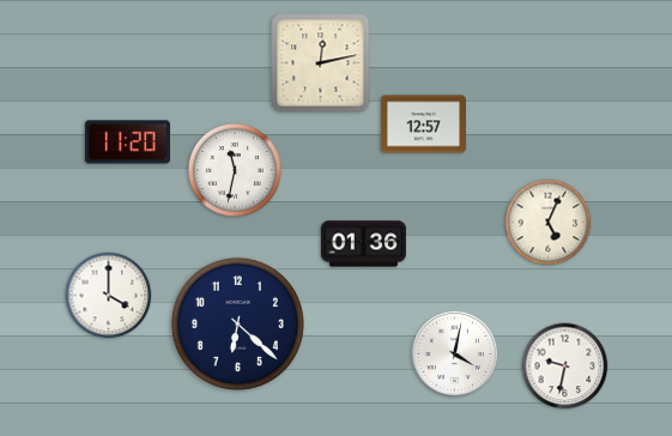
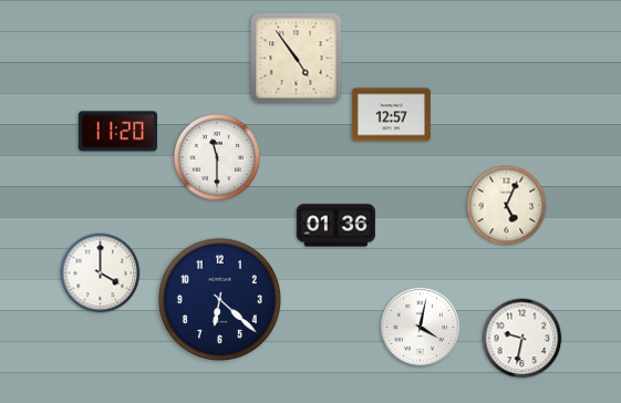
clock at (321, 63): 12:13 -> 4:54
clock at (235, 170): 11:32 -> 11:30
